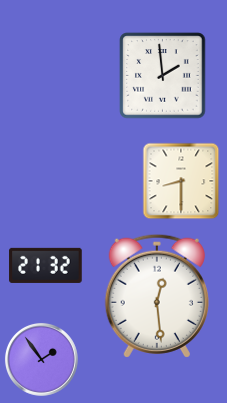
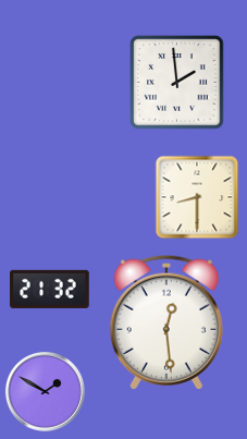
clock at (157, 296) position: (157, 296) -> (166, 322)
clock at (41, 359): 1:54 -> 1:50
